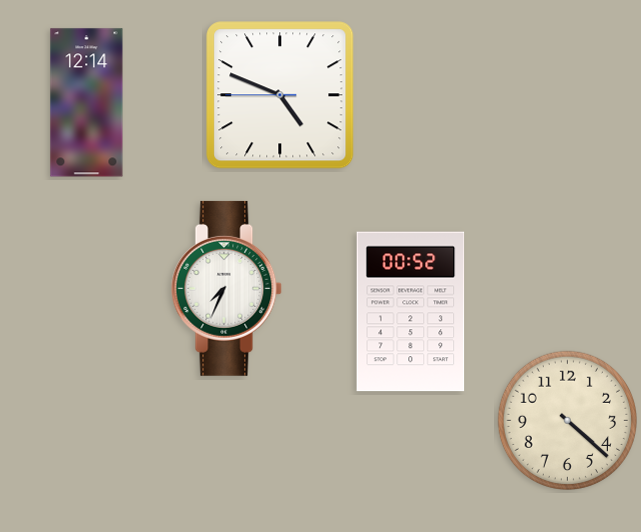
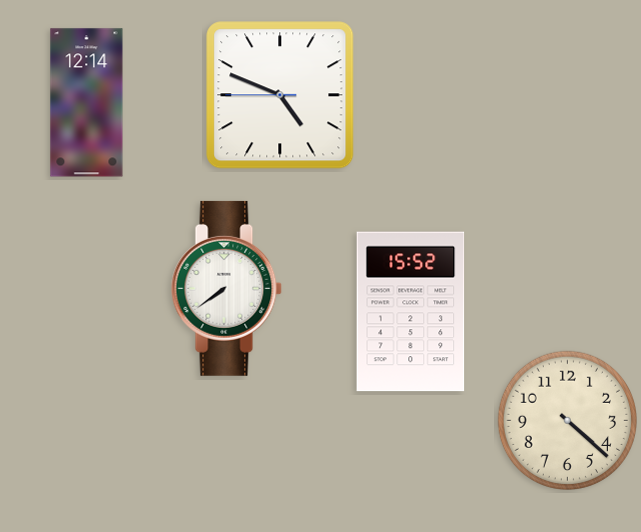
clock at (226, 288): 7:34 -> 7:39
clock at (411, 312): 00:52 -> 15:52
